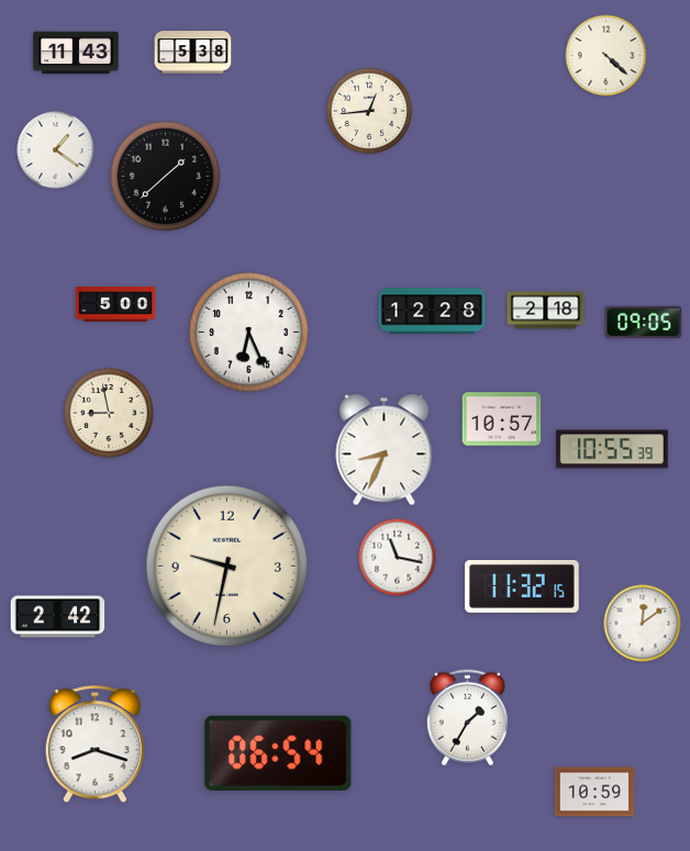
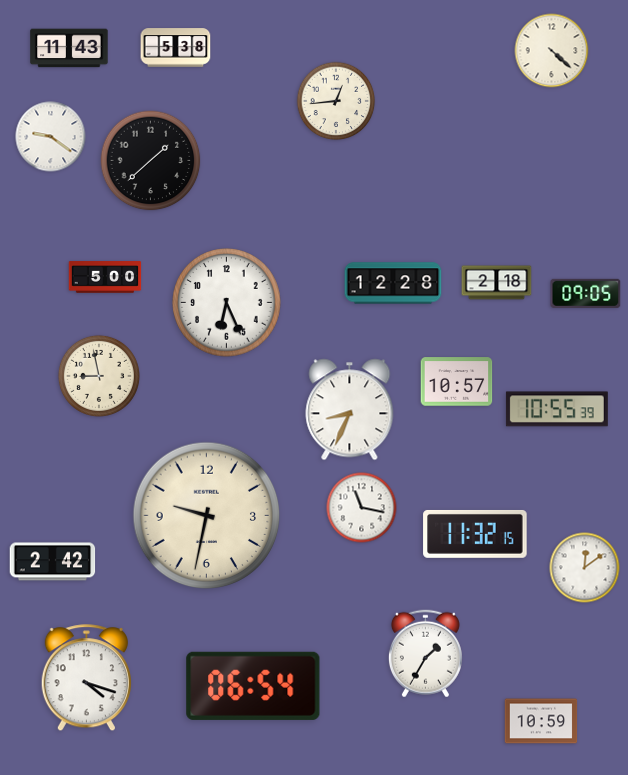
clock at (56, 150): 1:21 -> 9:21
clock at (94, 744): 8:18 -> 4:18
